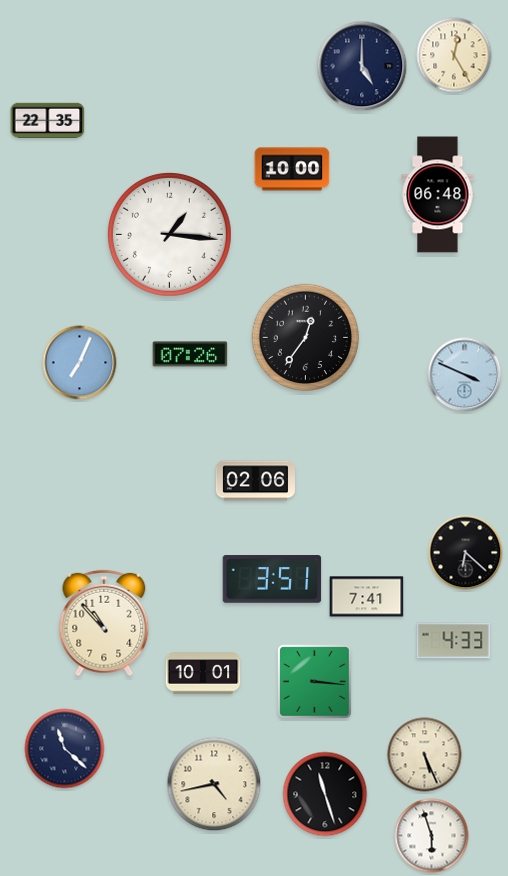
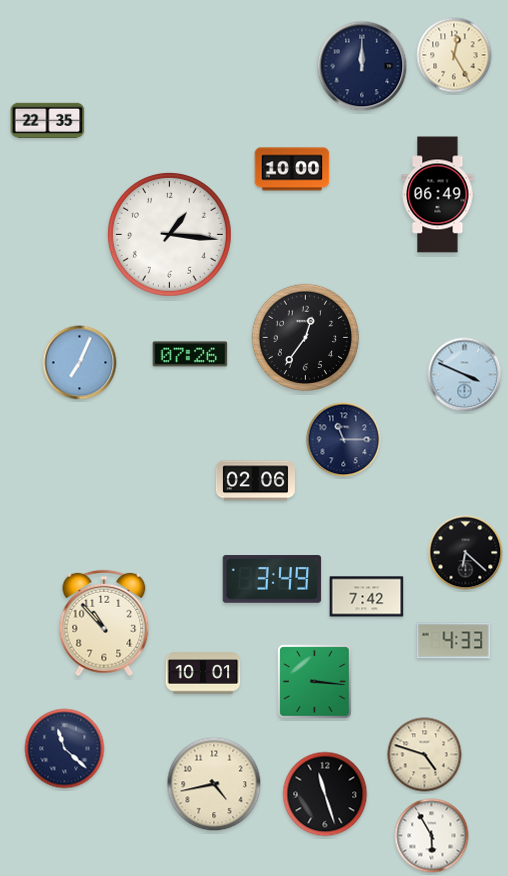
clock at (362, 66): 5:00 -> 12:00
clock at (438, 195): 06:48 -> 06:49
clock at (344, 440): none -> 11:15
clock at (272, 579): 3:51 -> 3:49
clock at (367, 597): 7:41 -> 7:42
clock at (425, 755): 5:26 -> 4:48
clock at (432, 836): 5:57 -> 5:55
